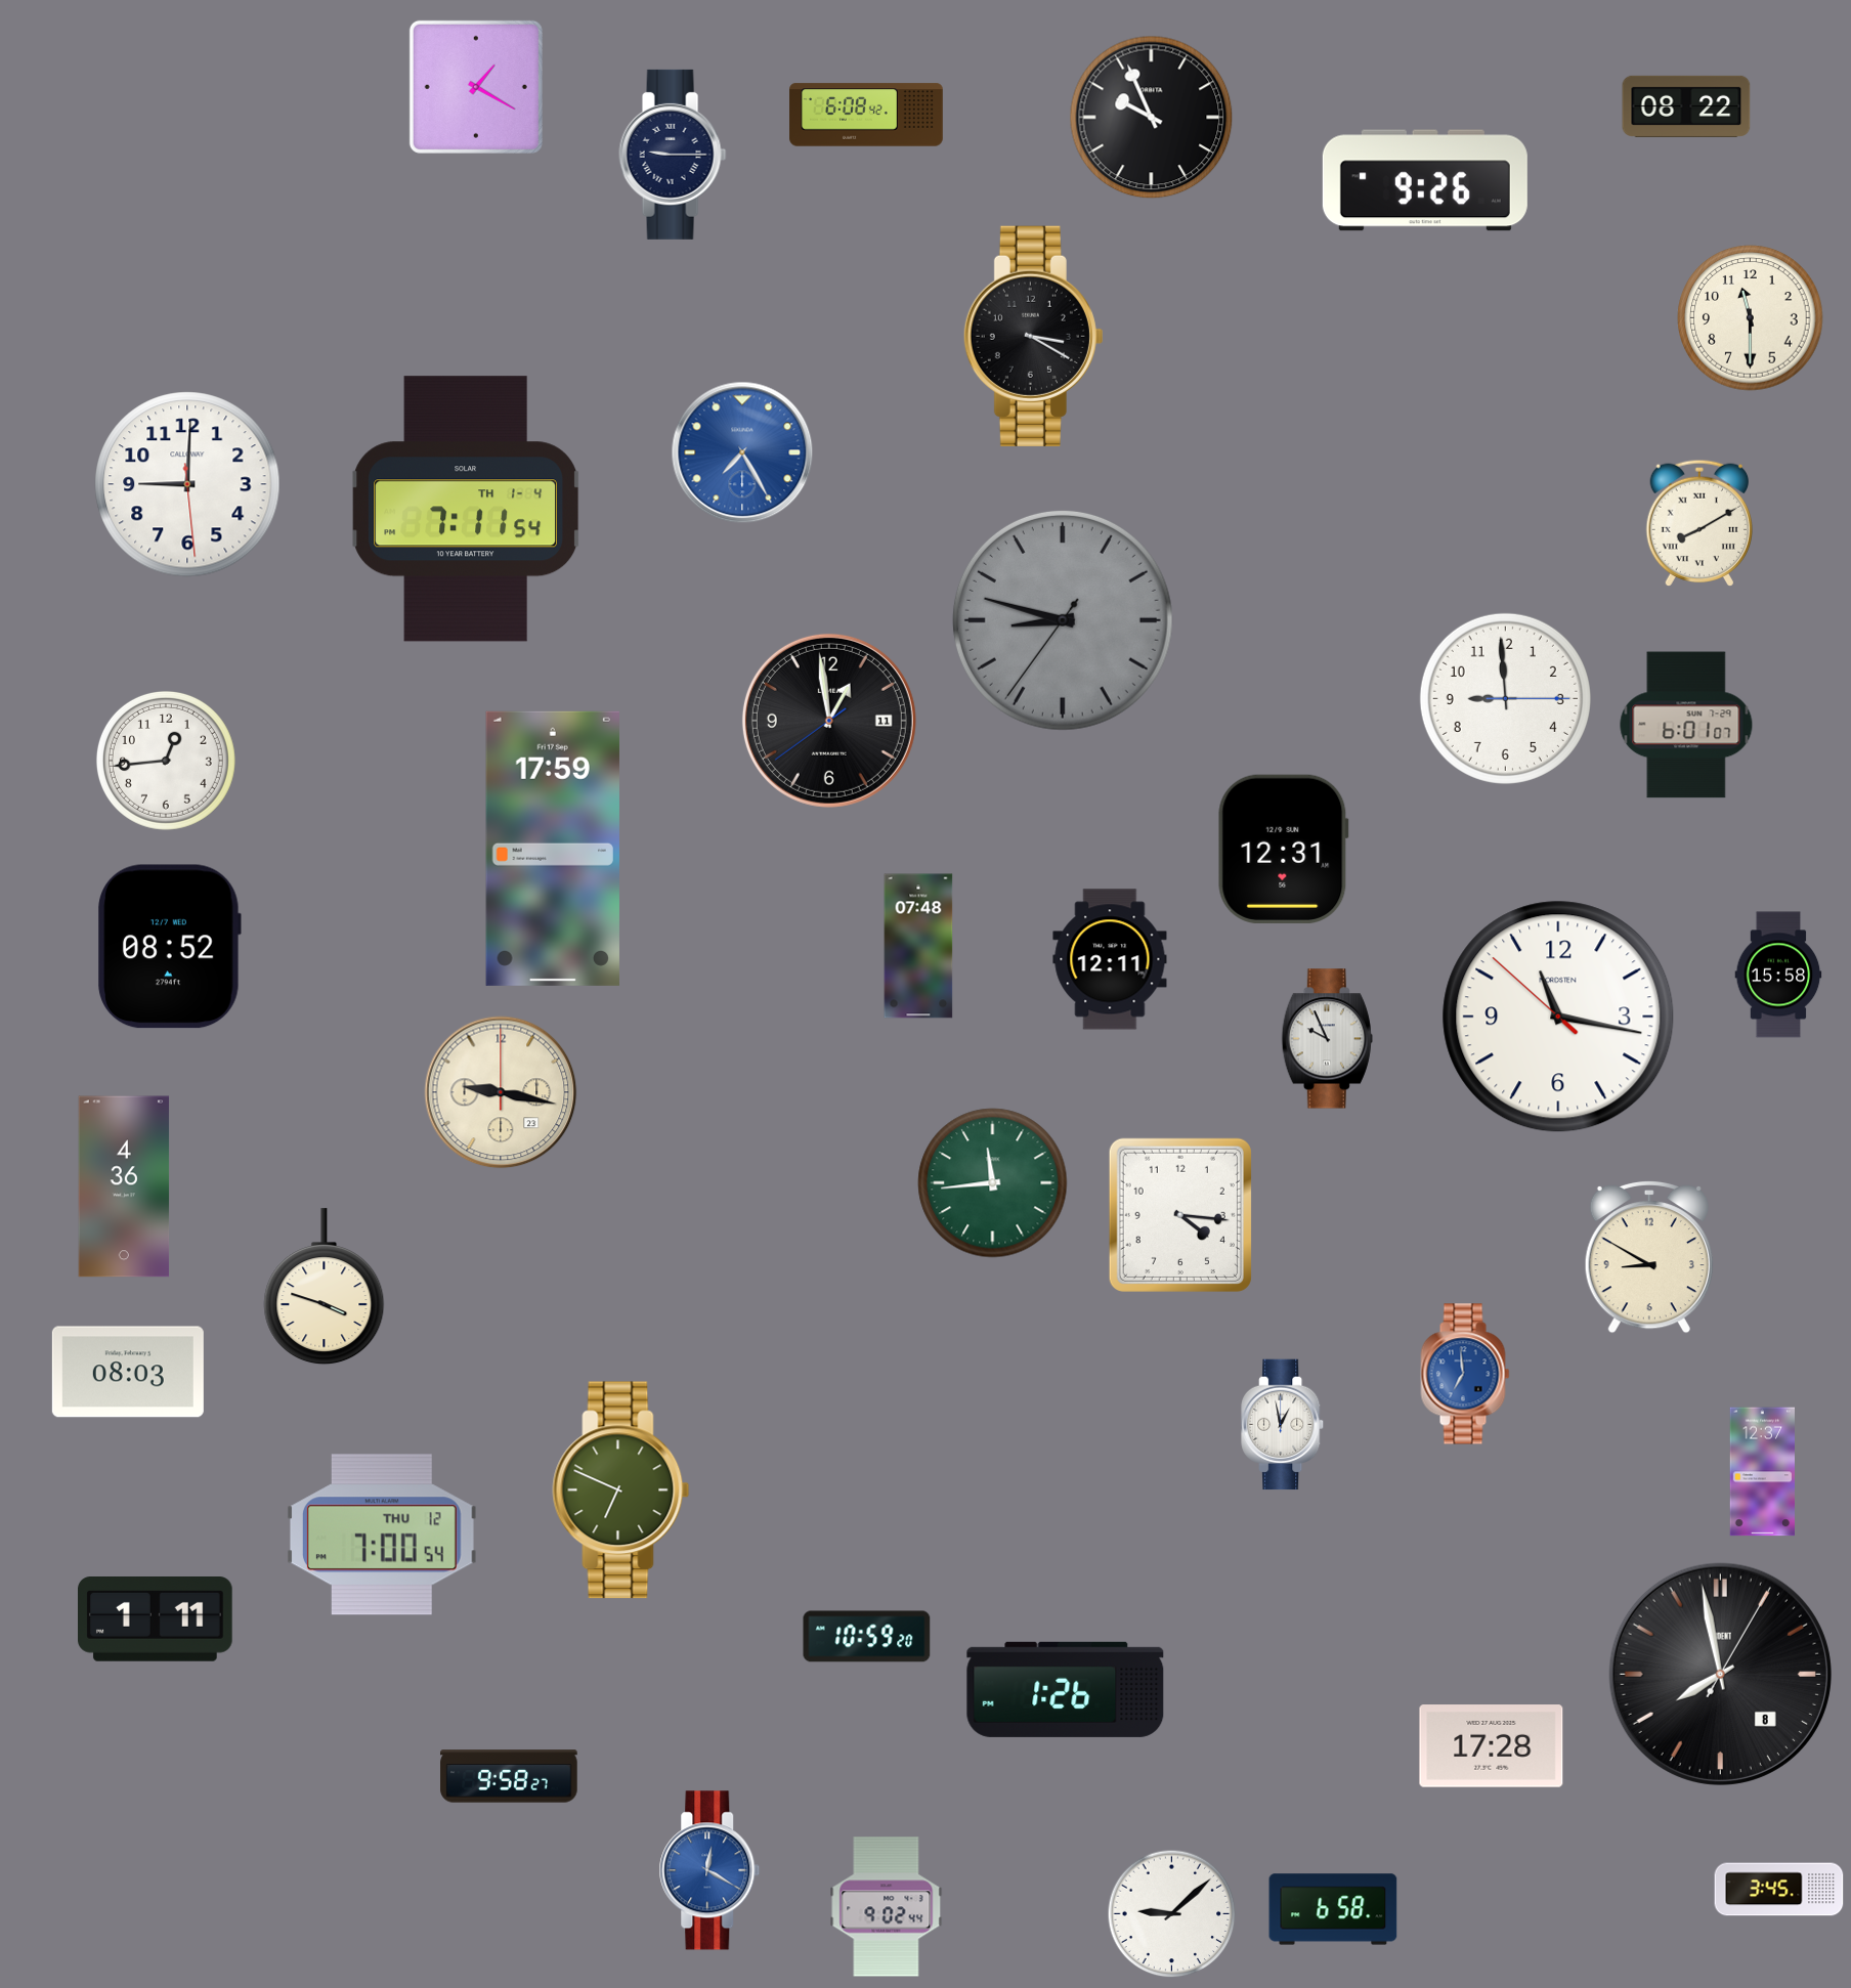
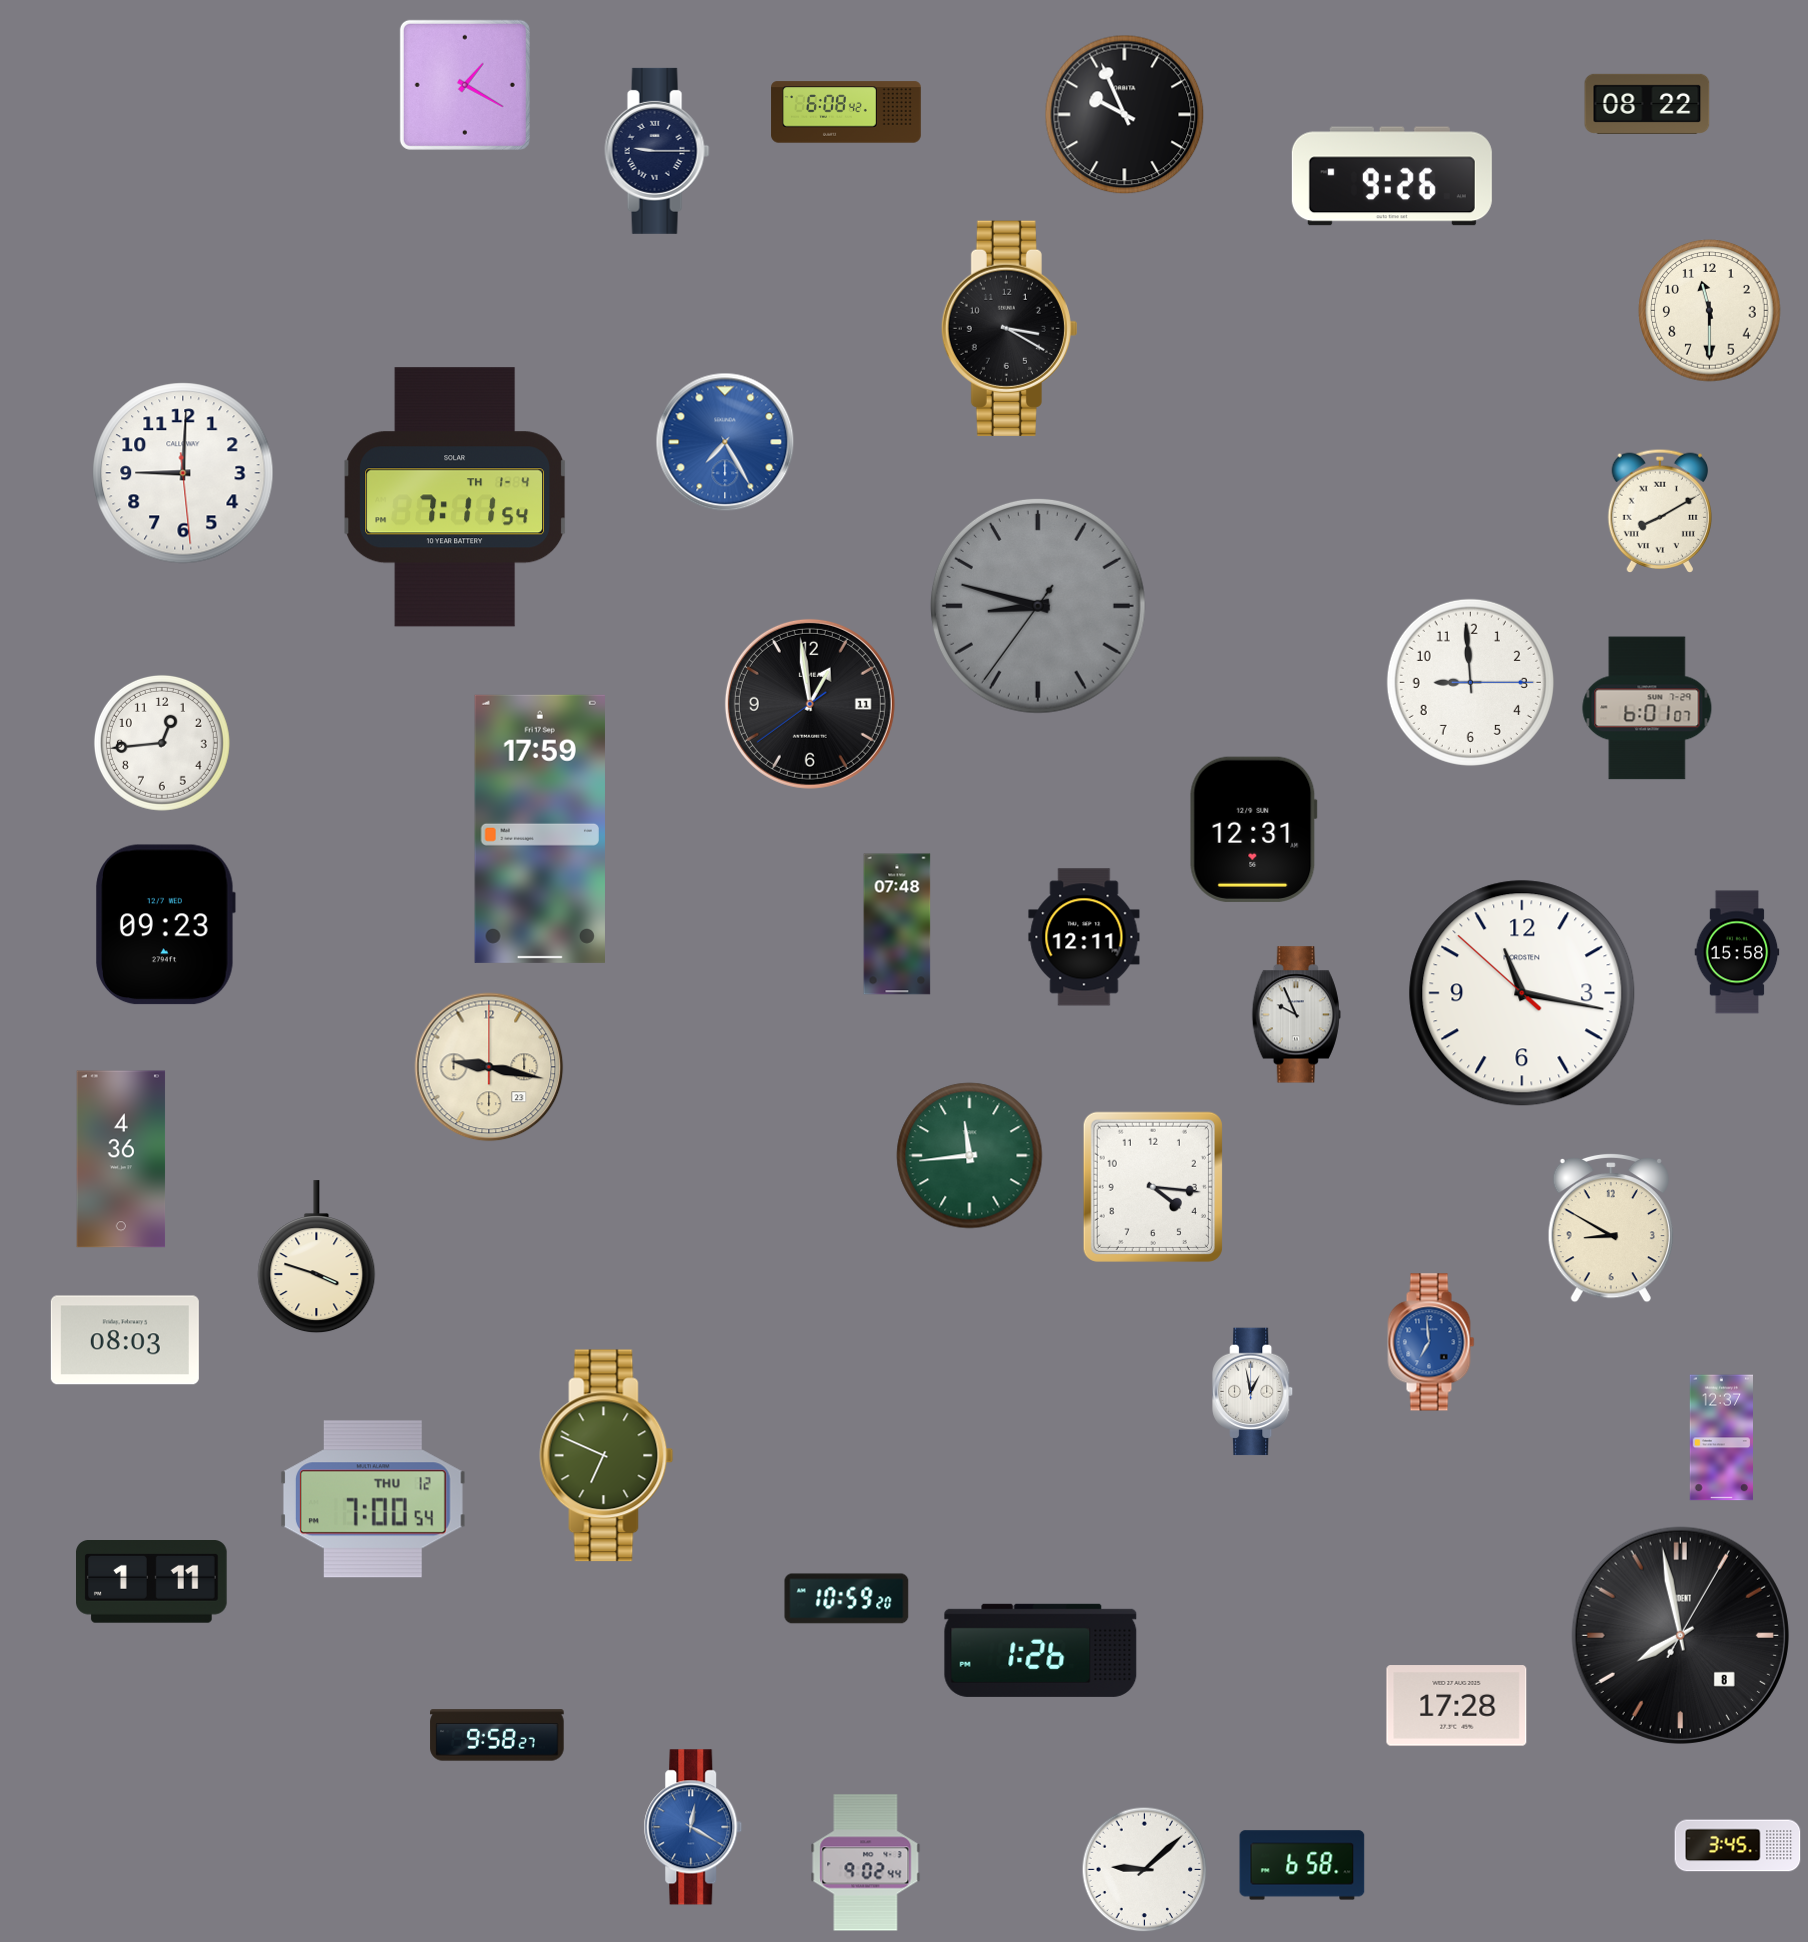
clock at (169, 947): 08:52 -> 09:23
